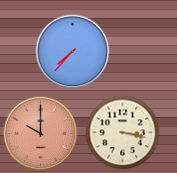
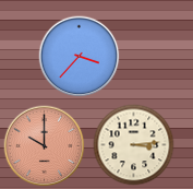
clock at (73, 52): 7:37 -> 3:37
clock at (123, 133): 3:17 -> 3:14
